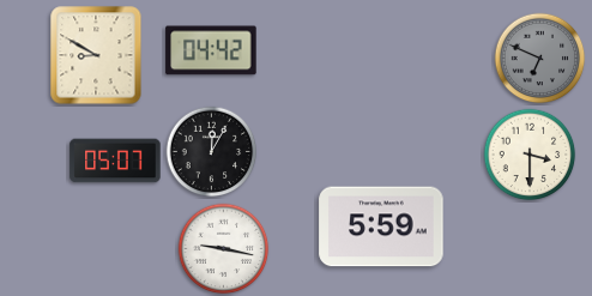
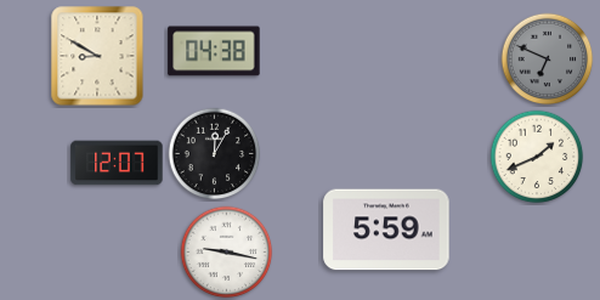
clock at (211, 50): 04:42 -> 04:38
clock at (530, 155): 3:30 -> 1:41
clock at (115, 161): 05:07 -> 12:07
